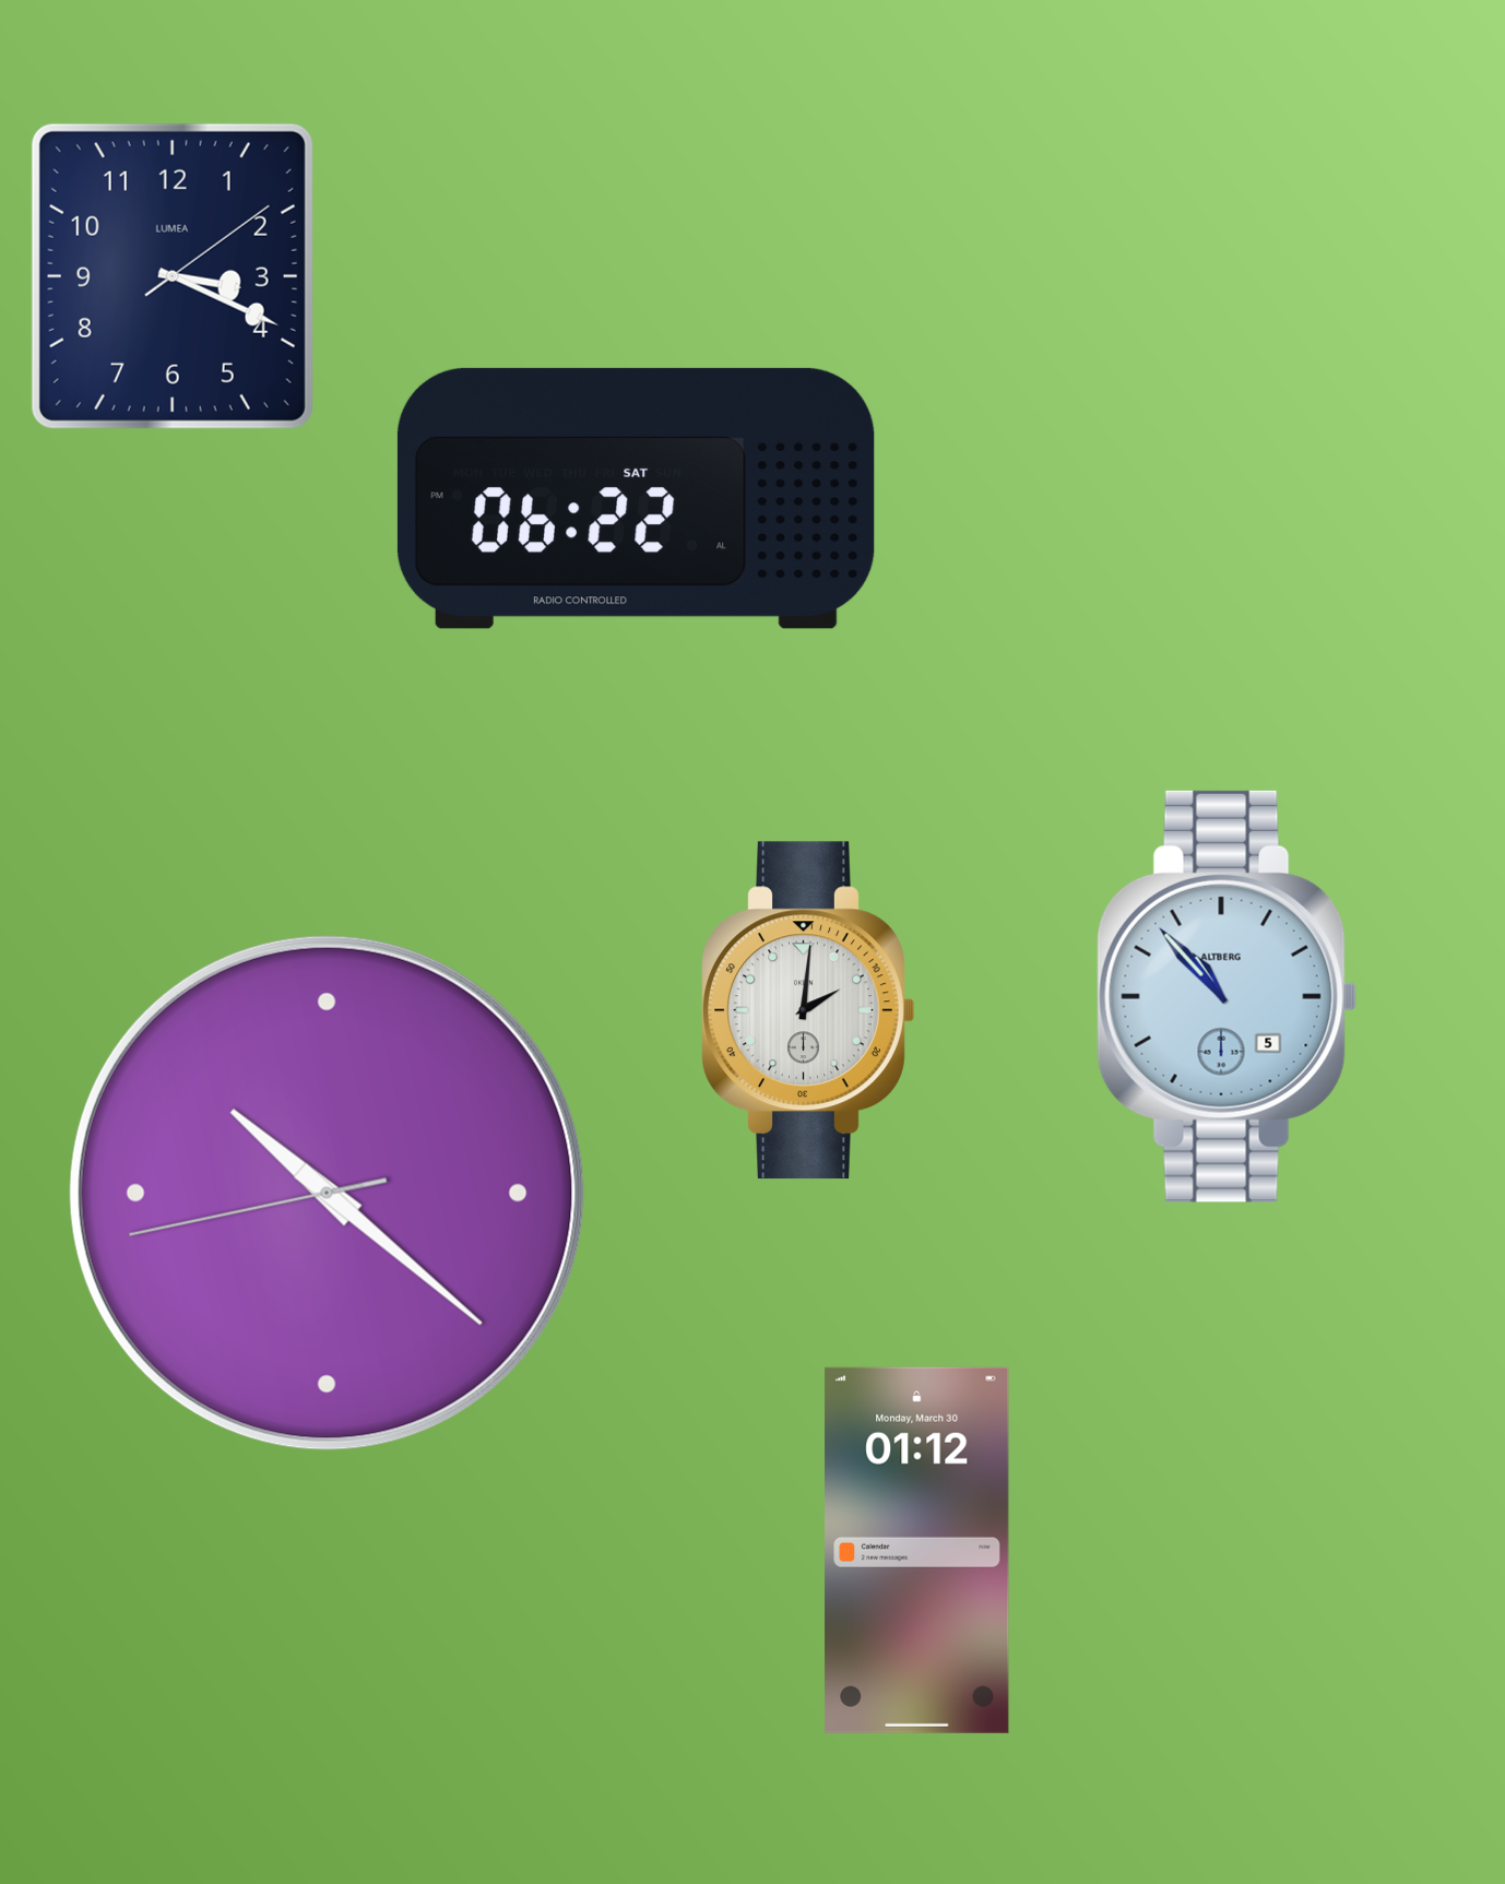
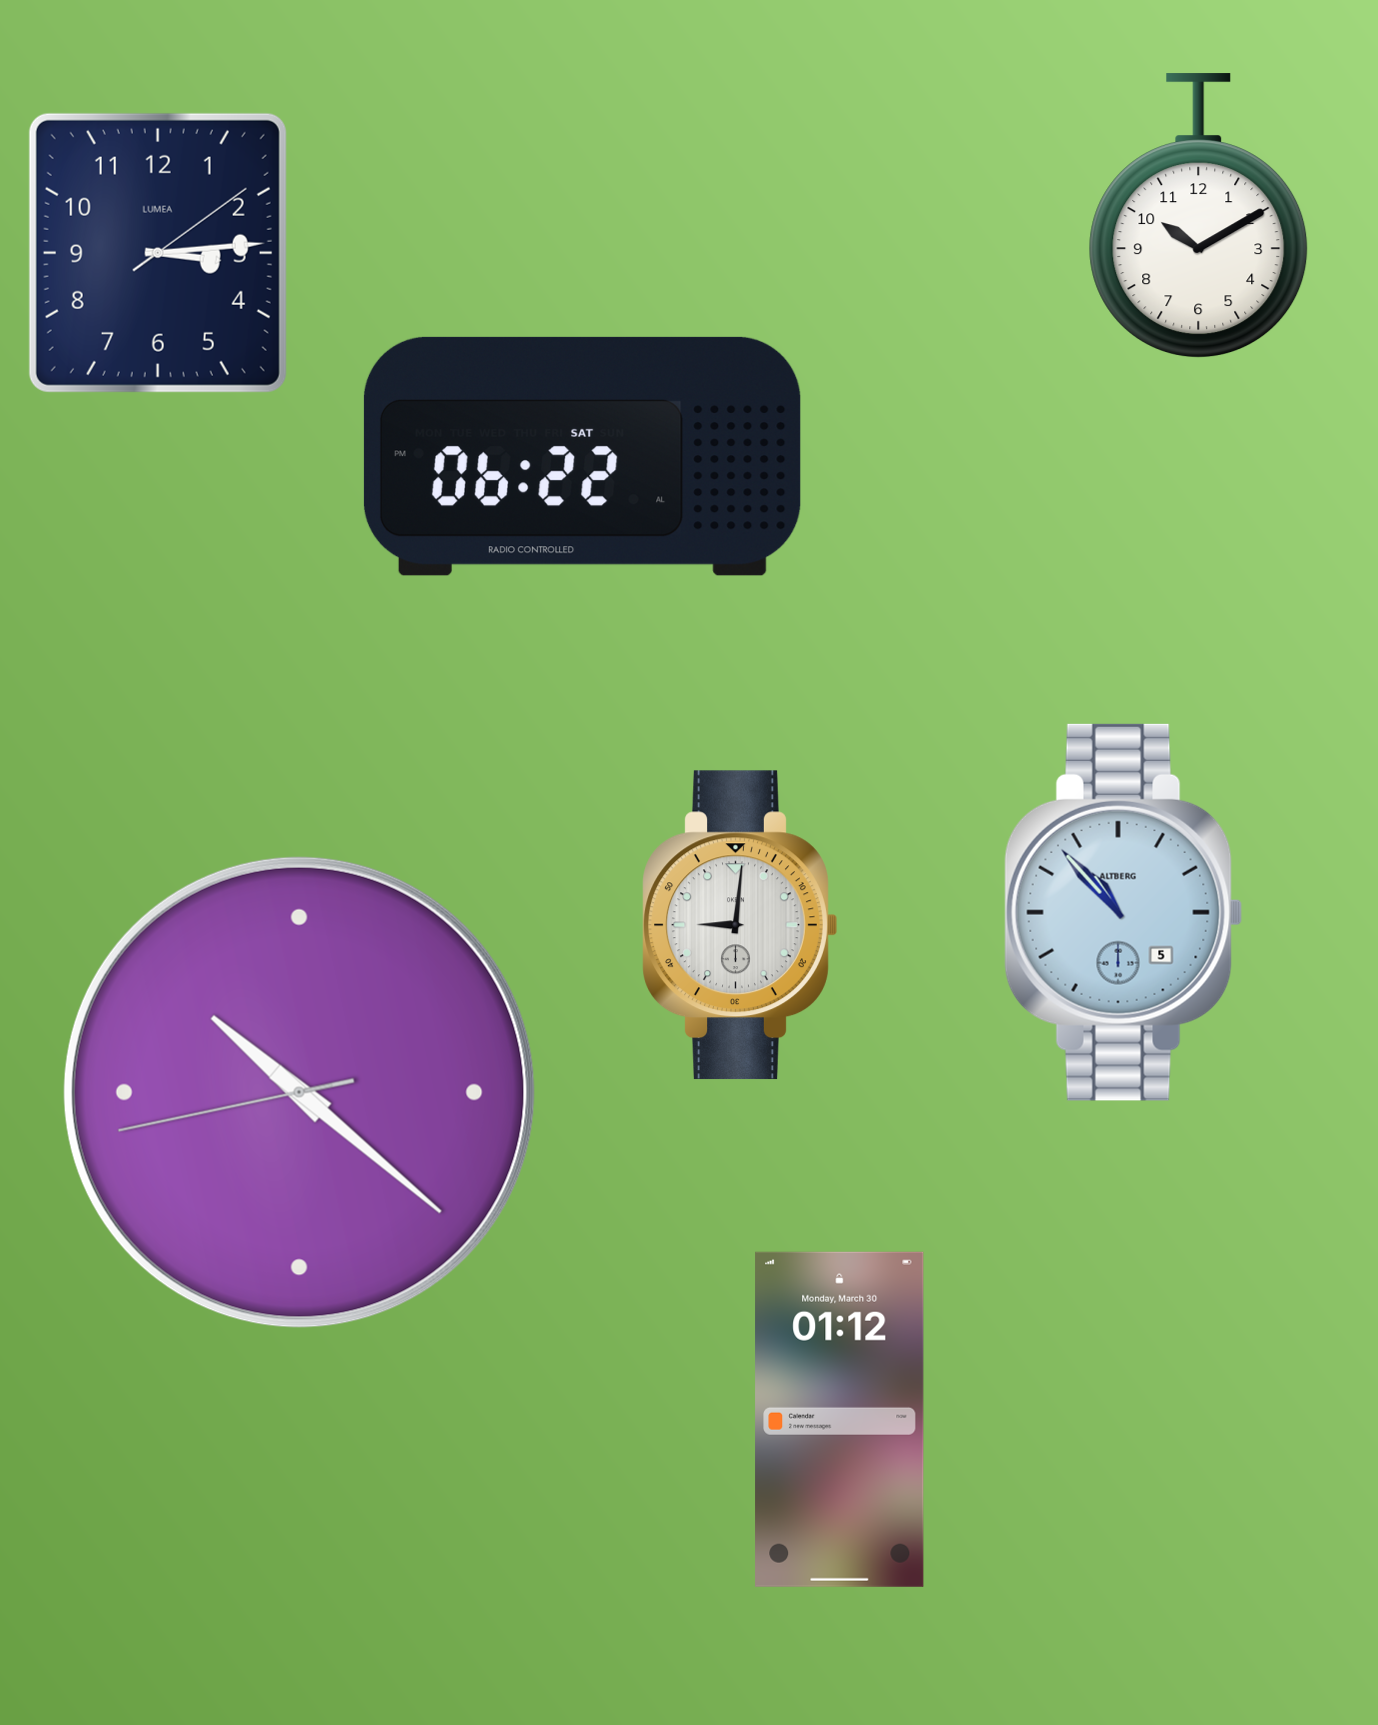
clock at (1199, 216): none -> 10:10
clock at (173, 276): 3:19 -> 3:14
clock at (808, 1010): 2:01 -> 9:01
